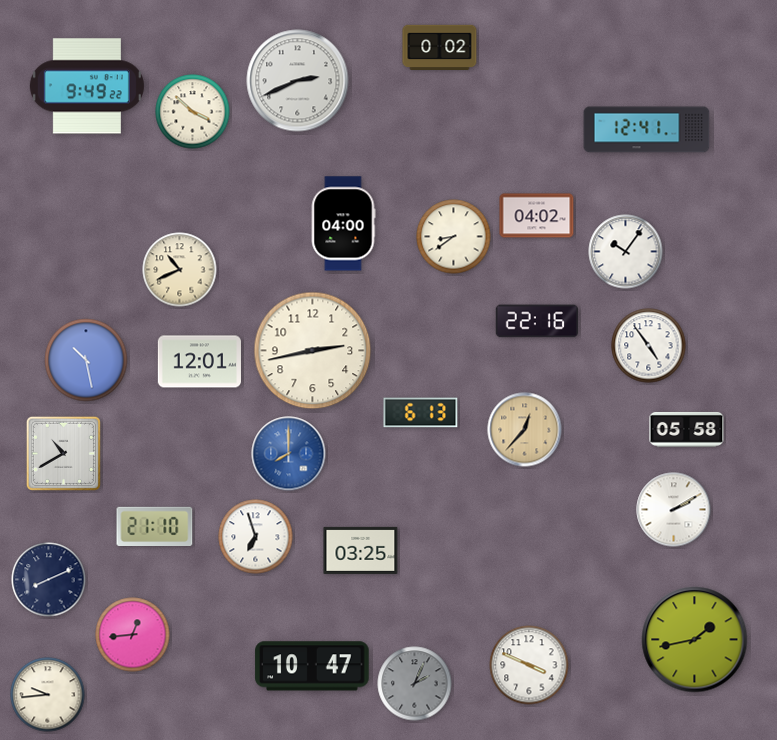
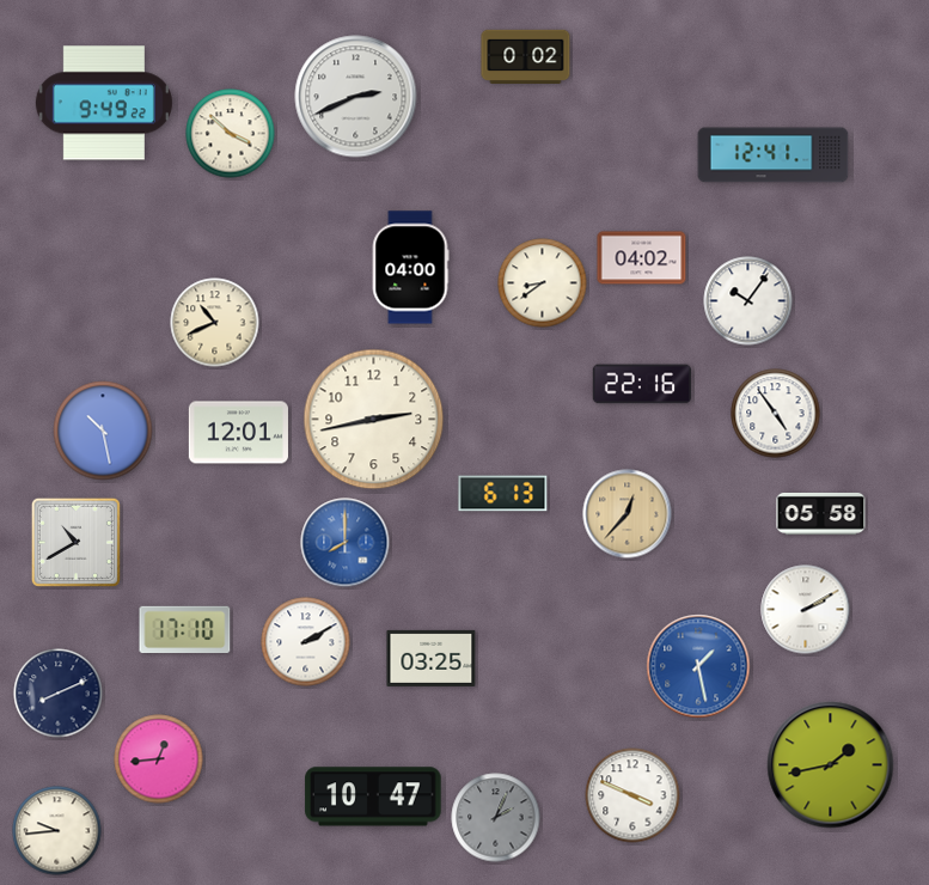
clock at (155, 526): 21:10 -> 17:10
clock at (256, 537): 6:57 -> 2:10
clock at (698, 666): none -> 1:28
